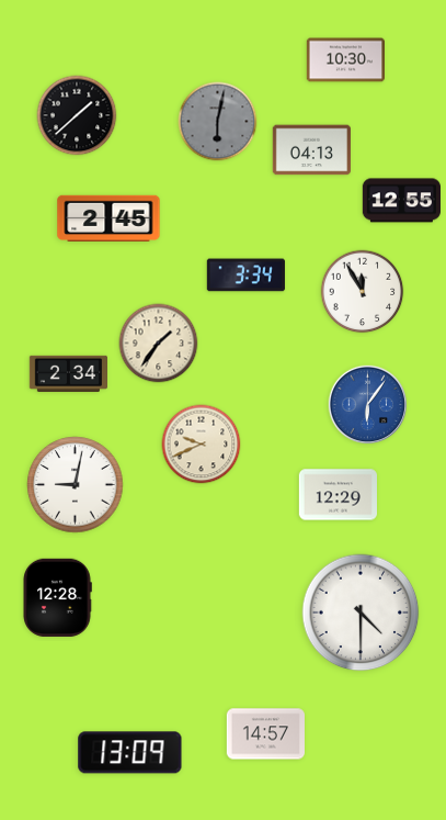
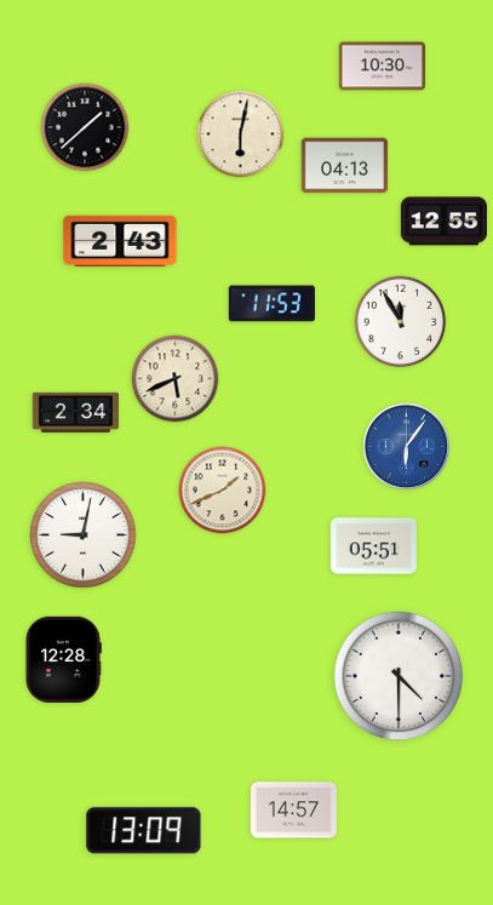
clock at (218, 122) dial: grey -> cream
clock at (108, 217): 2:45 -> 2:43
clock at (245, 276): 3:34 -> 11:53
clock at (159, 344): 1:36 -> 5:41
clock at (202, 445): 9:41 -> 1:41
clock at (338, 495): 12:29 -> 05:51
